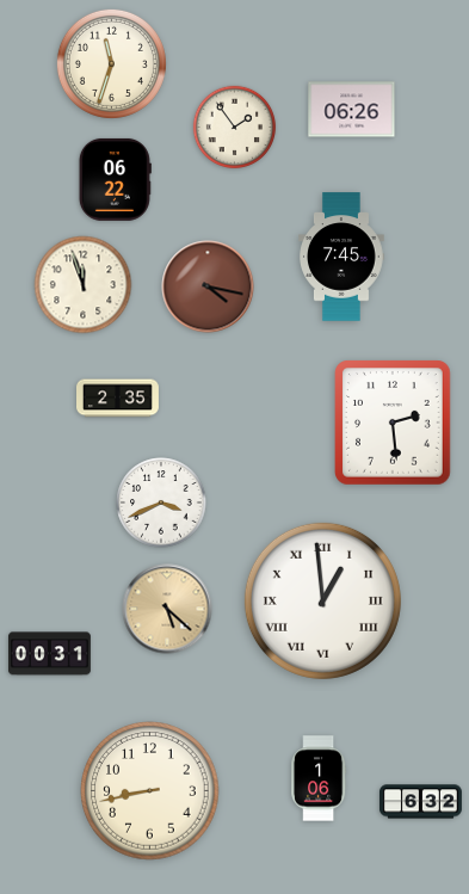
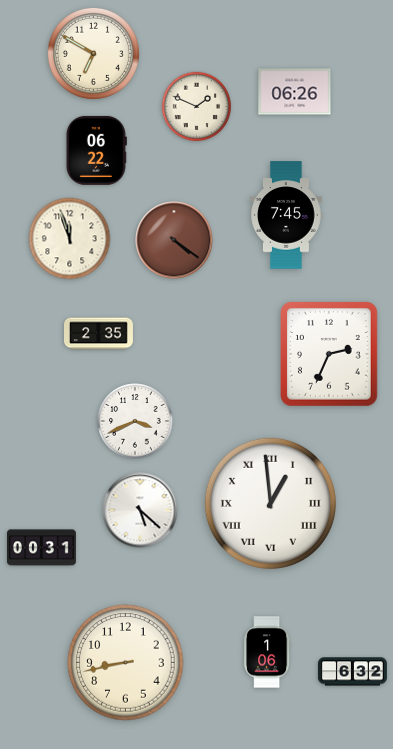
clock at (111, 63): 11:33 -> 6:50
clock at (235, 128): 1:54 -> 1:49
clock at (208, 286): 4:17 -> 4:21
clock at (394, 423): 2:29 -> 2:34
clock at (167, 609) dial: champagne -> white
